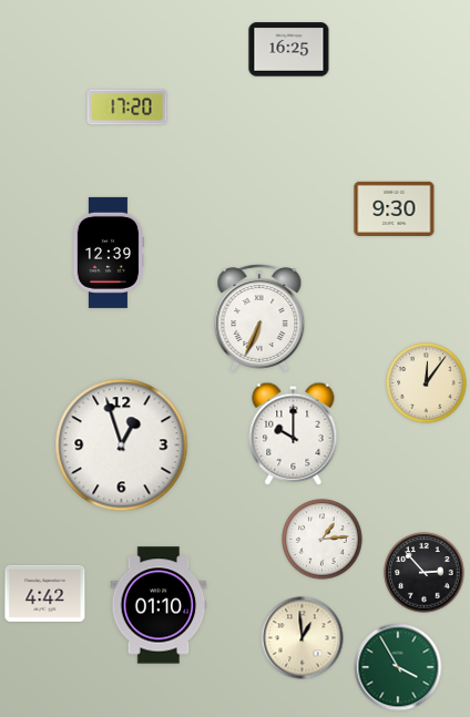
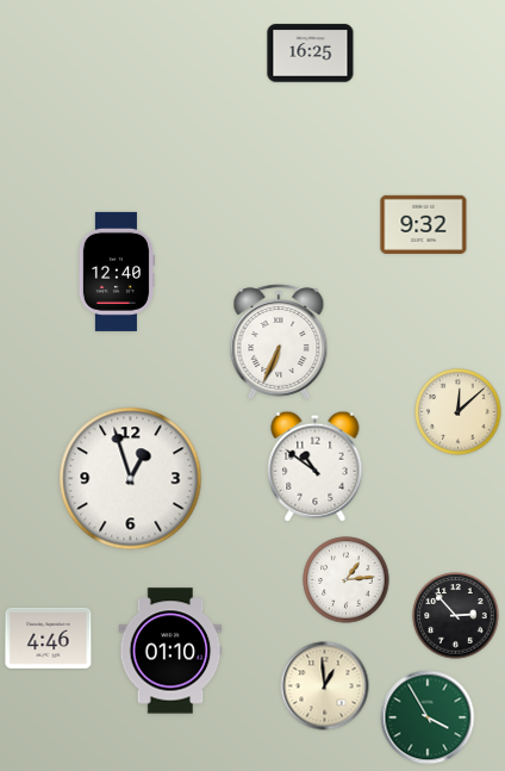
clock at (127, 107): 17:20 -> none
clock at (395, 208): 9:30 -> 9:32
clock at (108, 253): 12:39 -> 12:40
clock at (427, 383): 12:06 -> 12:08
clock at (294, 433): 10:00 -> 10:51
clock at (45, 593): 4:42 -> 4:46
